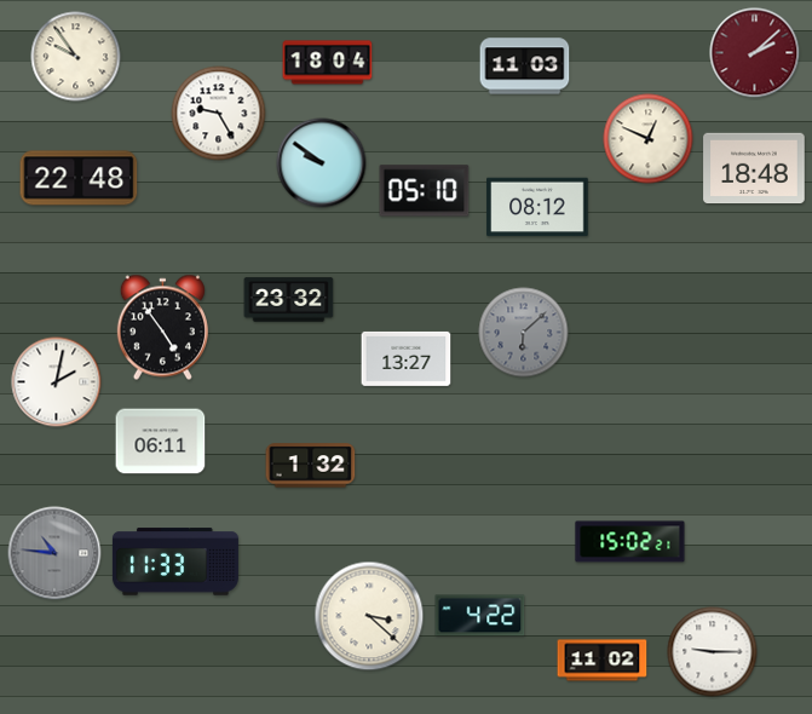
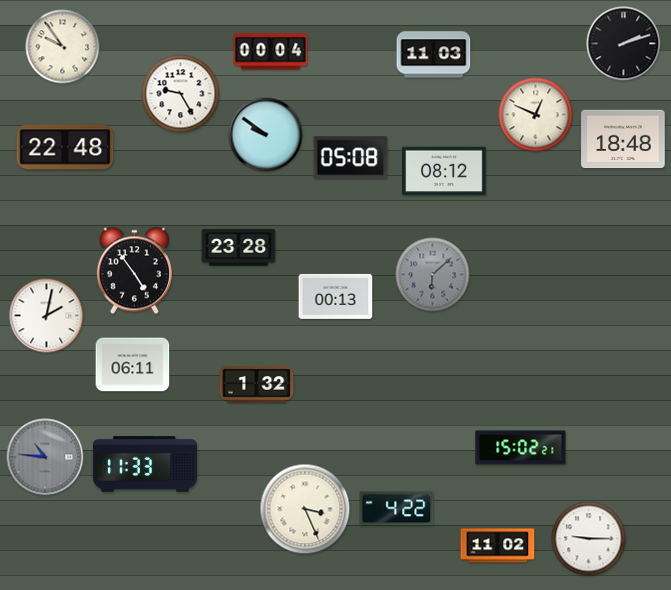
clock at (755, 53): 2:08 -> 2:12
clock at (755, 53) dial: burgundy -> black
clock at (328, 63): 18:04 -> 00:04
clock at (425, 191): 05:10 -> 05:08
clock at (289, 300): 23:32 -> 23:28
clock at (407, 358): 13:27 -> 00:13
clock at (369, 616): 3:22 -> 3:26
